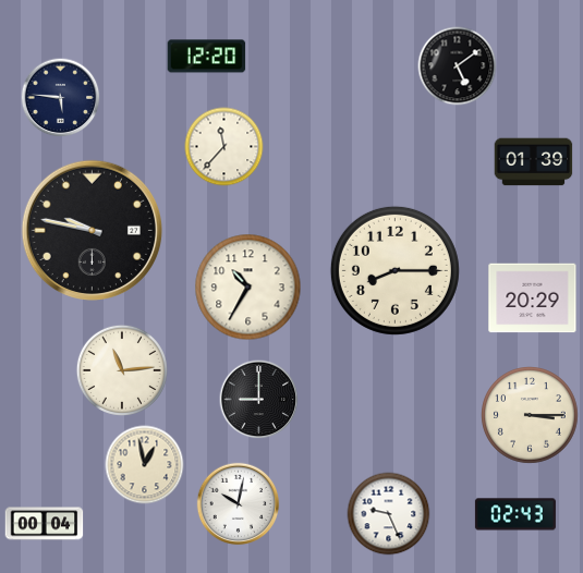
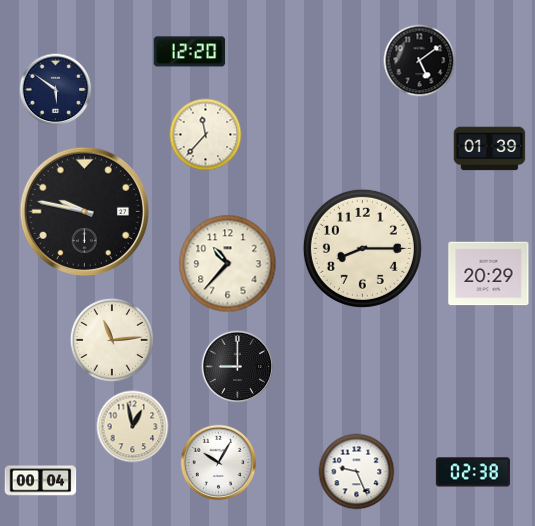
clock at (61, 98): 5:46 -> 5:51
clock at (248, 288): 10:35 -> 10:37
clock at (530, 415): 3:15 -> none
clock at (239, 504): 10:02 -> 10:05
clock at (515, 514): 02:43 -> 02:38
